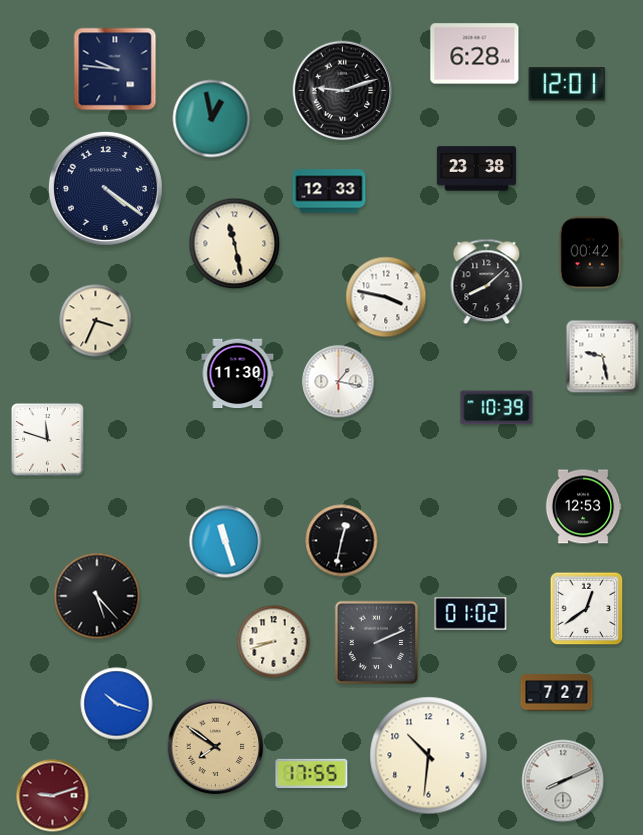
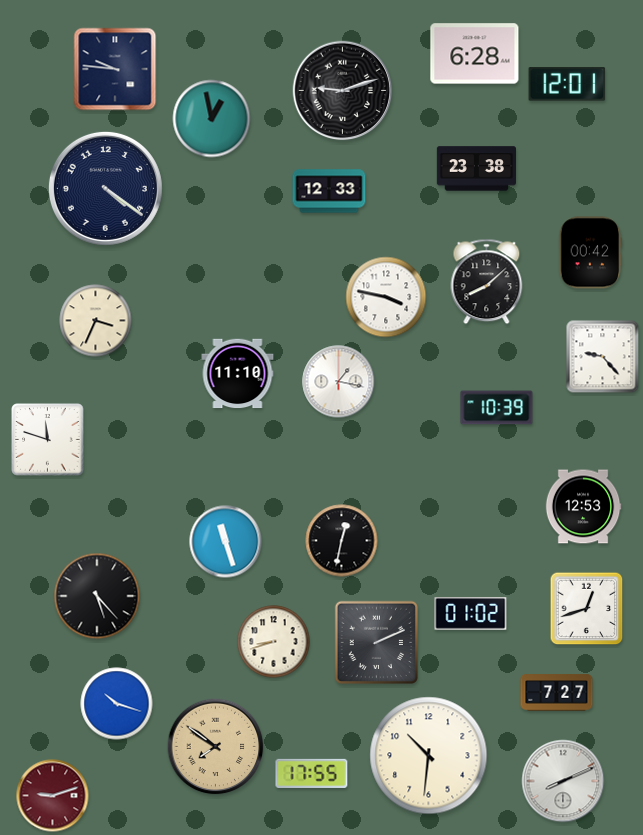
clock at (235, 244): 11:28 -> none
clock at (603, 357): 9:28 -> 9:23
clock at (238, 374): 11:30 -> 11:10
clock at (587, 609): 12:39 -> 12:42
